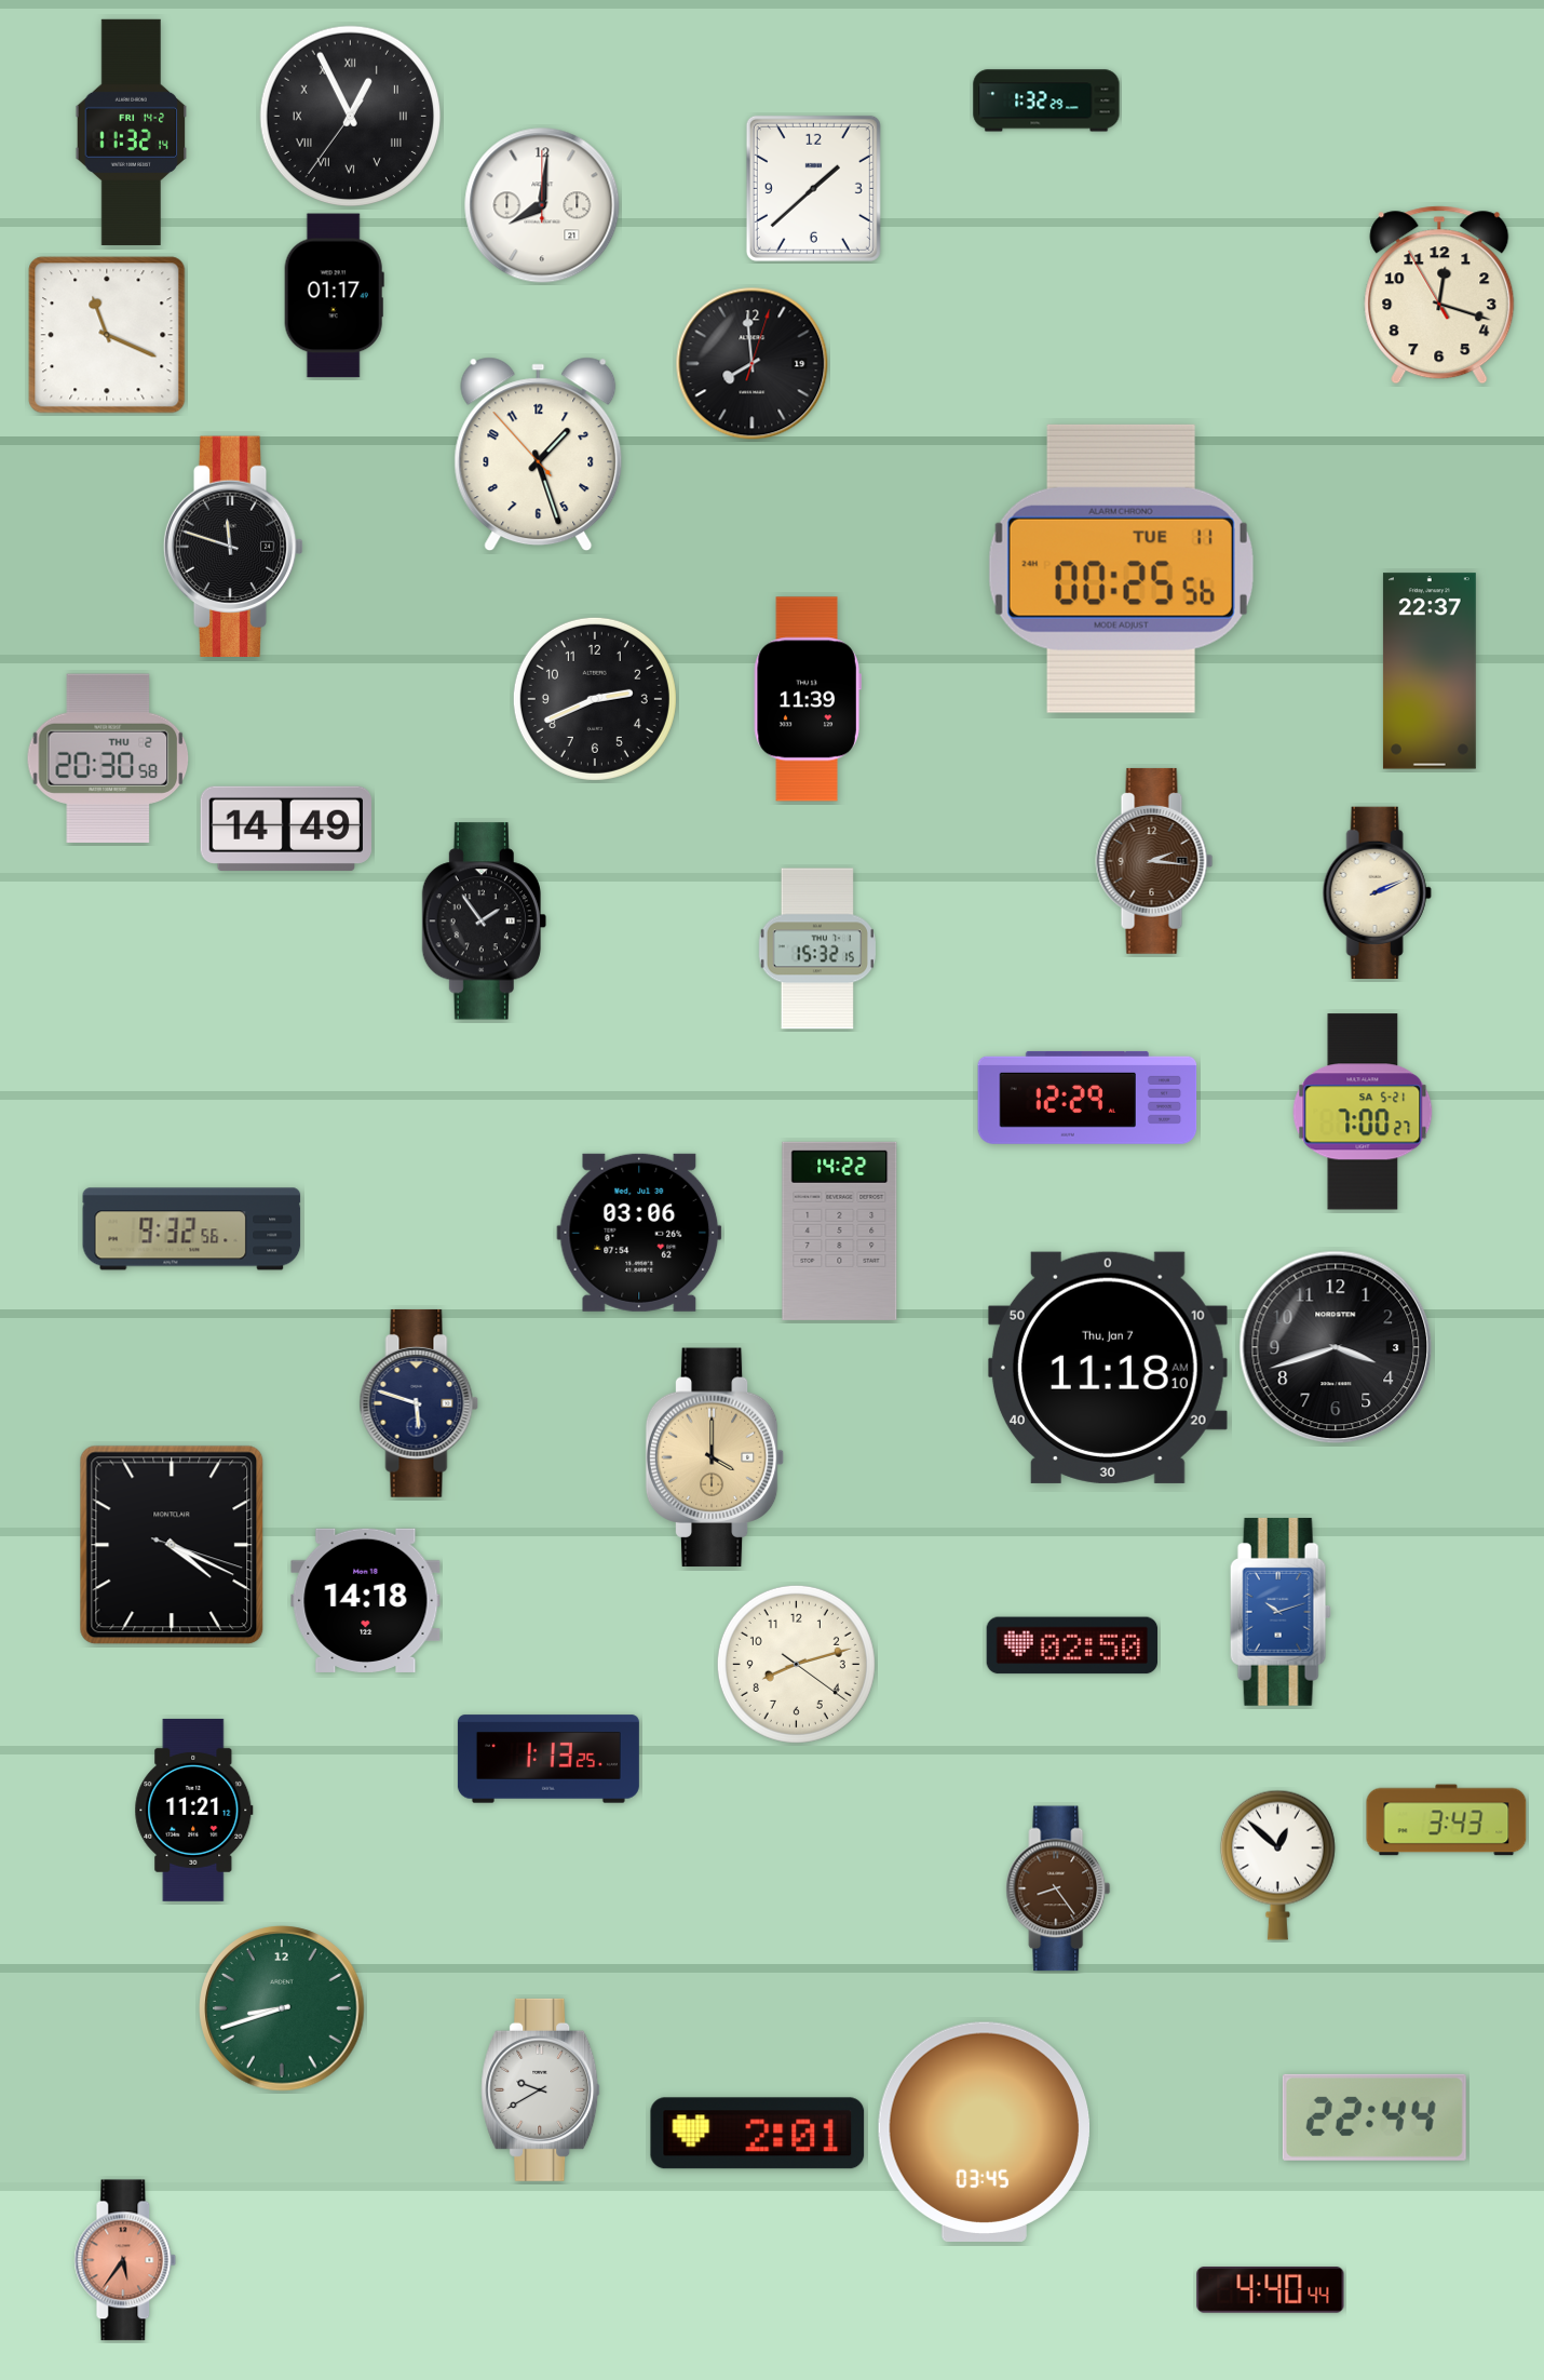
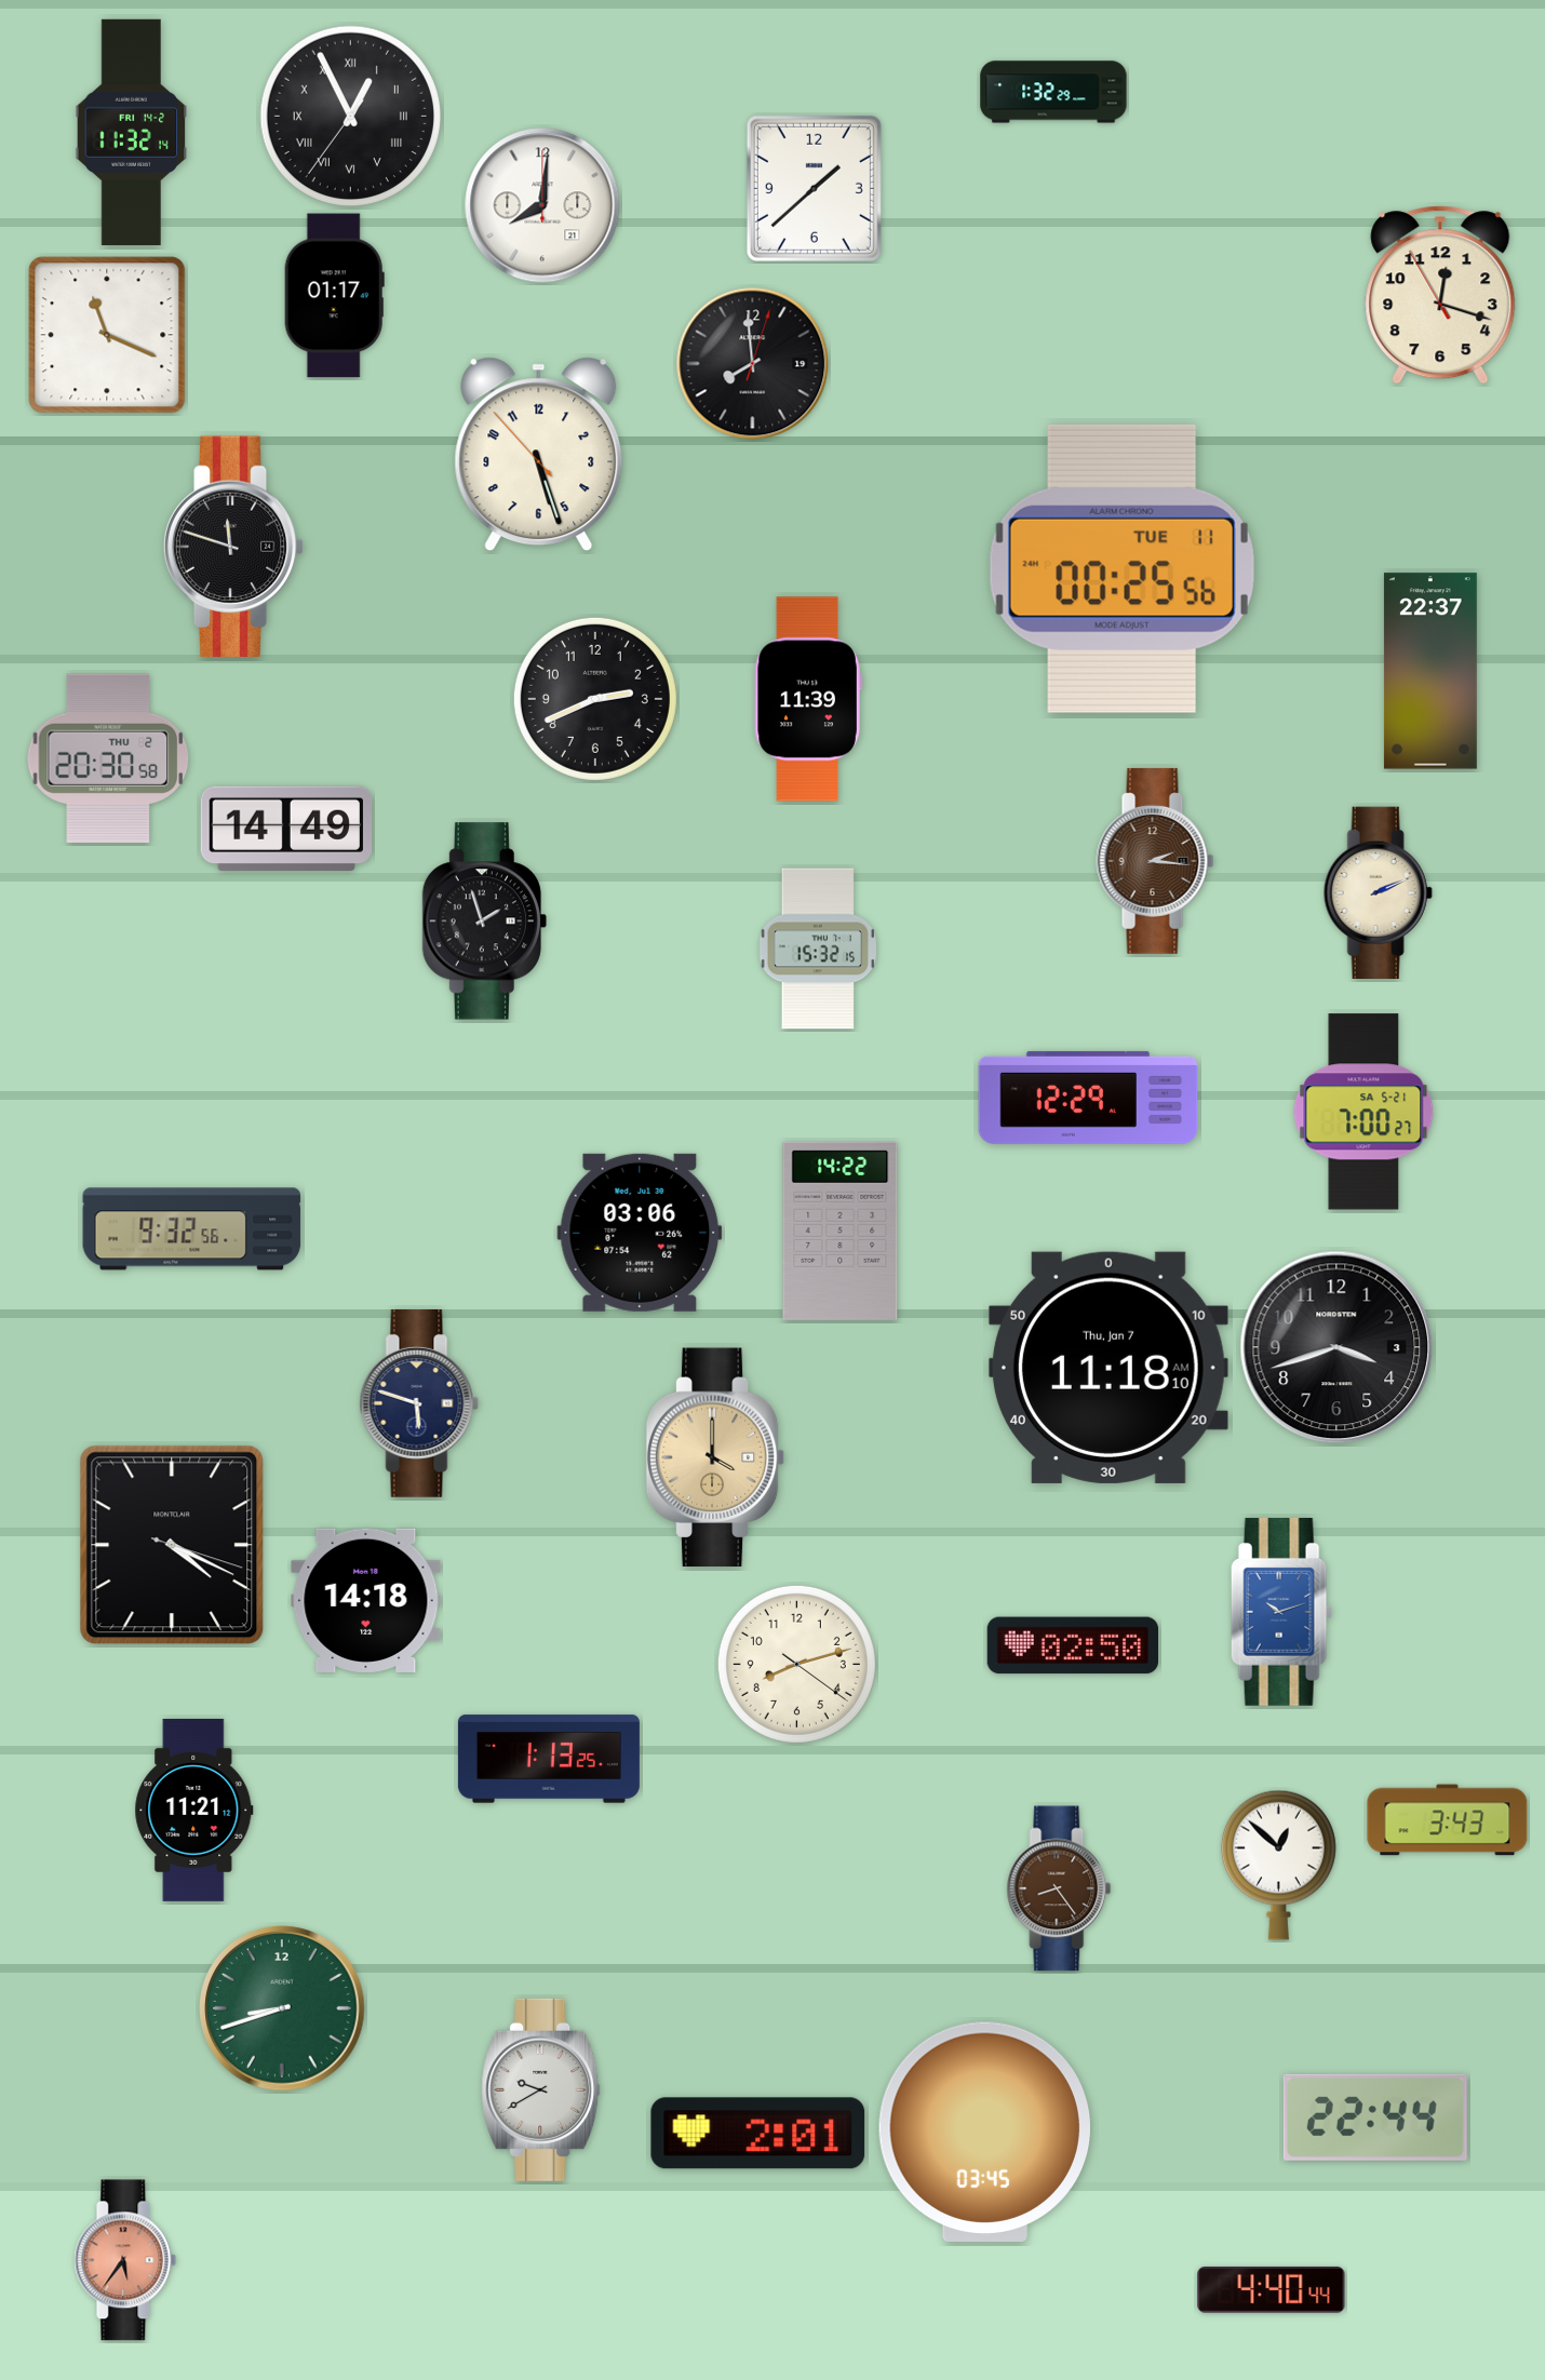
clock at (1046, 100) position: (1046, 100) -> (1053, 92)
clock at (539, 455): 1:26 -> 5:26
clock at (484, 922): 1:54 -> 1:57
